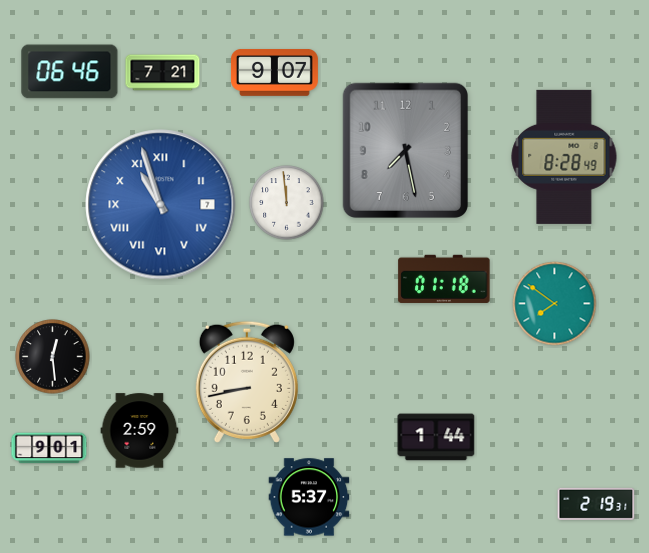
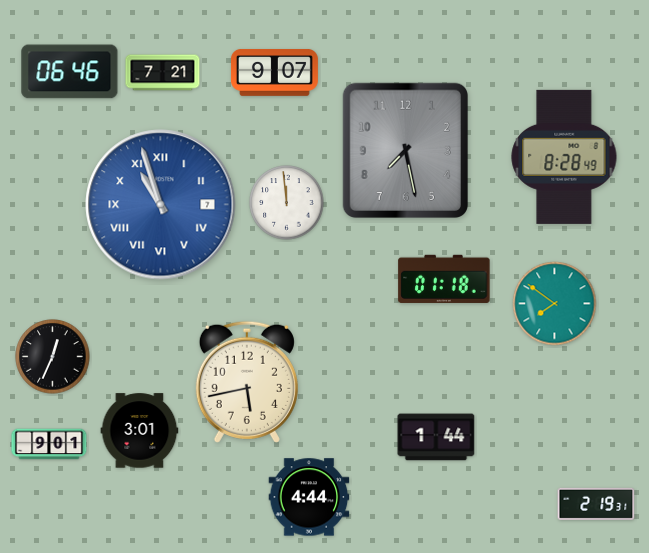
clock at (53, 357): 12:29 -> 12:34
clock at (247, 382): 8:43 -> 5:43
clock at (140, 431): 2:59 -> 3:01
clock at (49, 448) position: (49, 448) -> (49, 444)
clock at (309, 497): 5:37 -> 4:44
